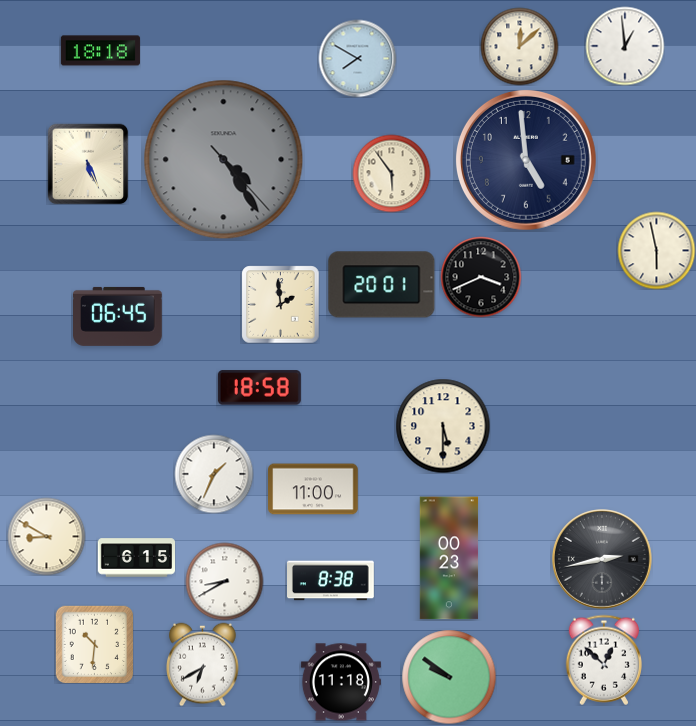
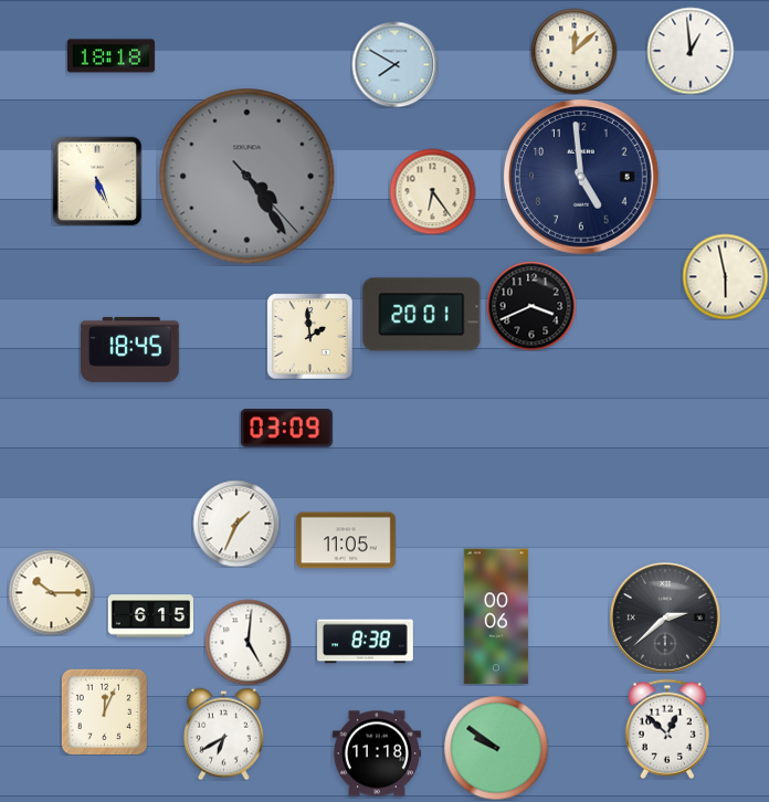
clock at (391, 173): 5:54 -> 6:24
clock at (118, 316): 06:45 -> 18:45
clock at (259, 388): 18:58 -> 03:09
clock at (443, 426): 5:30 -> none
clock at (313, 489): 11:00 -> 11:05
clock at (46, 536): 8:50 -> 10:15
clock at (449, 558): 00:23 -> 00:06
clock at (603, 560): 2:43 -> 2:38
clock at (224, 581): 8:40 -> 5:01
clock at (94, 644): 10:31 -> 12:04
